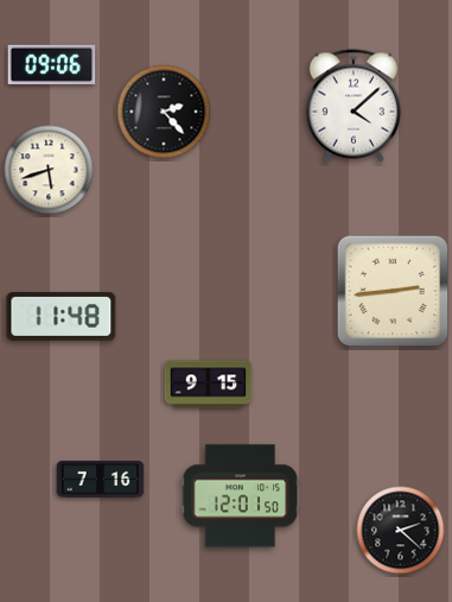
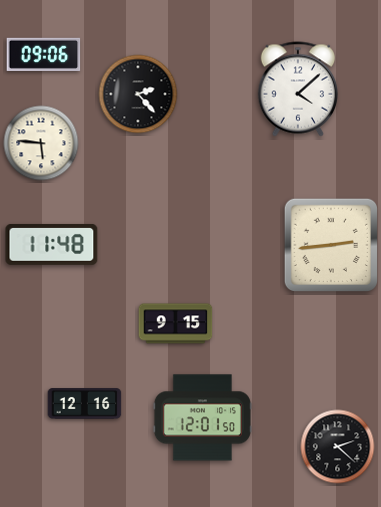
clock at (49, 170): 5:42 -> 5:46
clock at (62, 316) position: (62, 316) -> (52, 244)
clock at (101, 480): 7:16 -> 12:16
